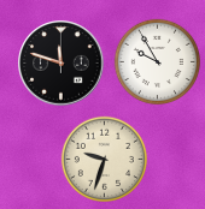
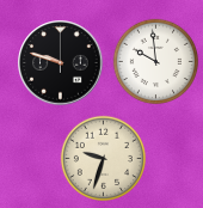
clock at (157, 61): 9:55 -> 9:59
clock at (61, 64): 11:48 -> 9:48
